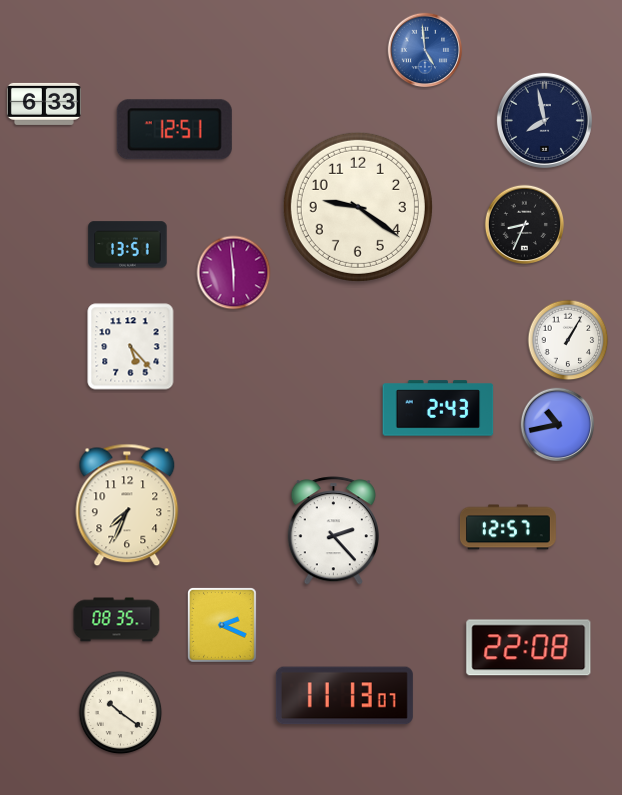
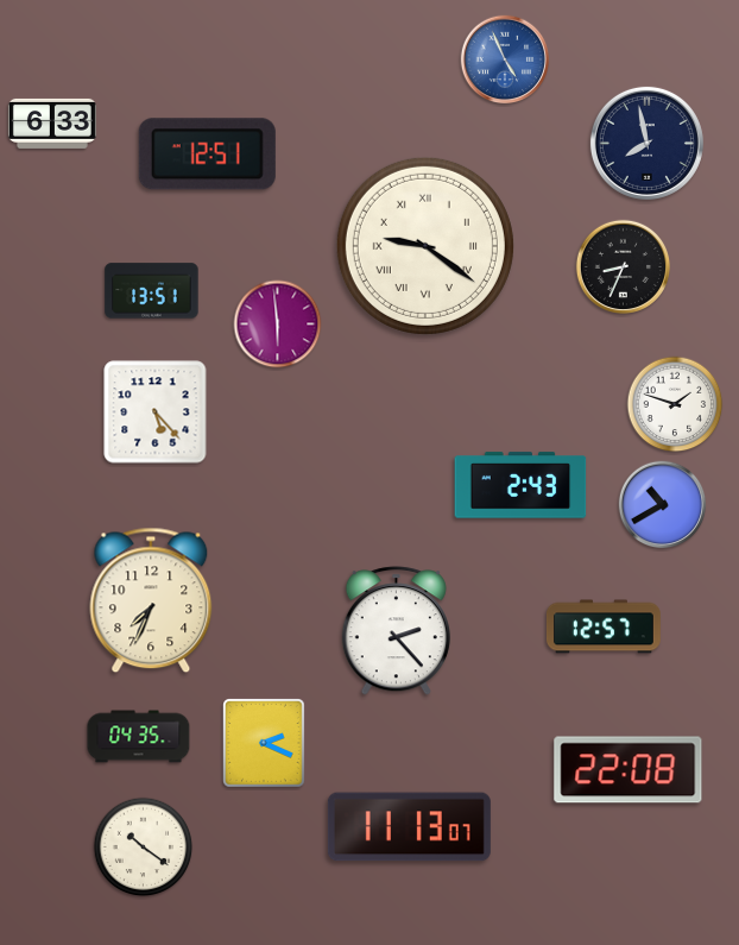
clock at (425, 50): 4:59 -> 4:56
clock at (358, 207) numerals: Arabic -> Roman
clock at (568, 340): 1:05 -> 1:48
clock at (558, 425): 10:43 -> 10:40
clock at (117, 620): 08:35 -> 04:35
